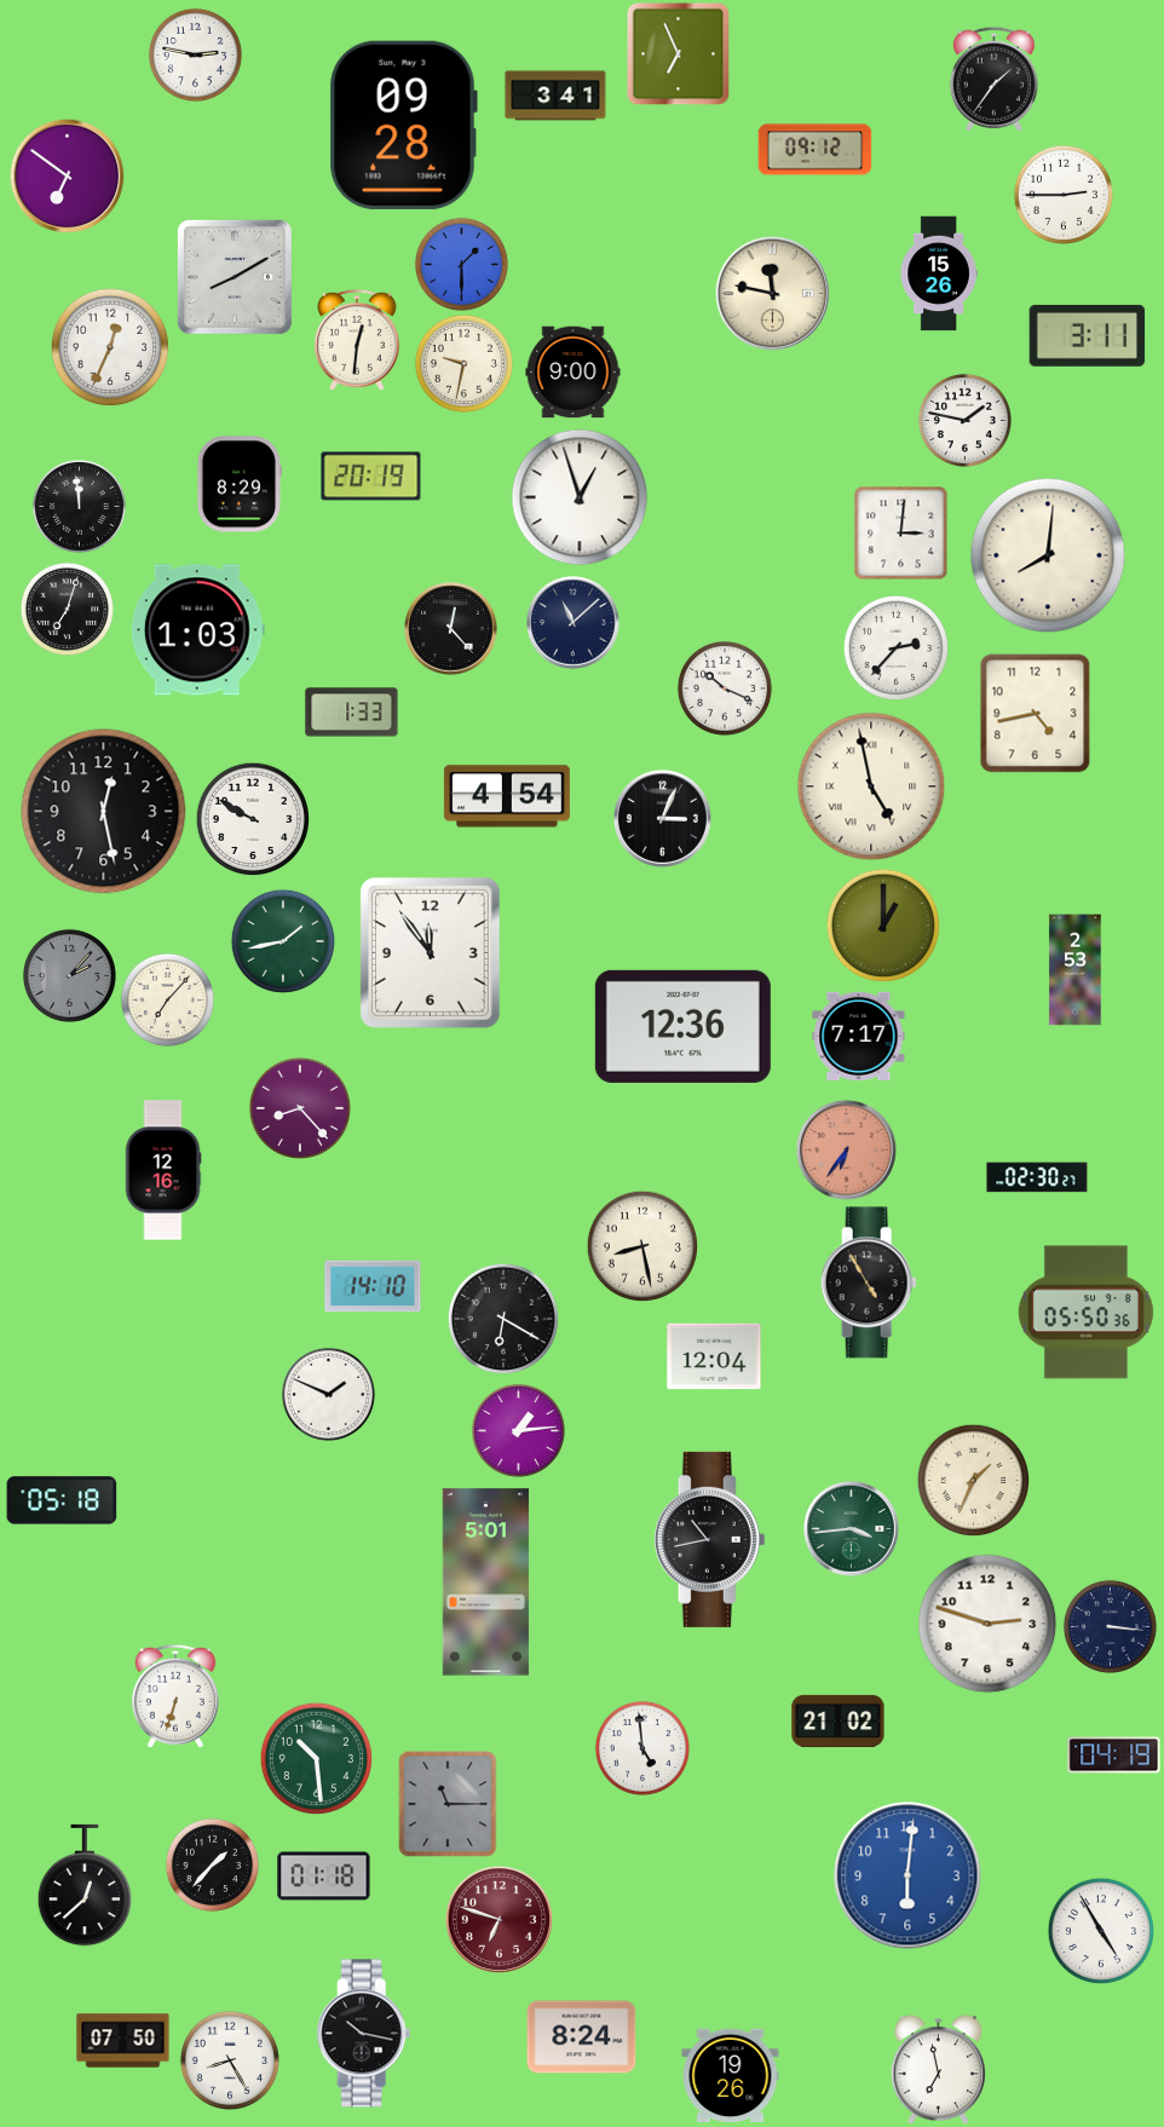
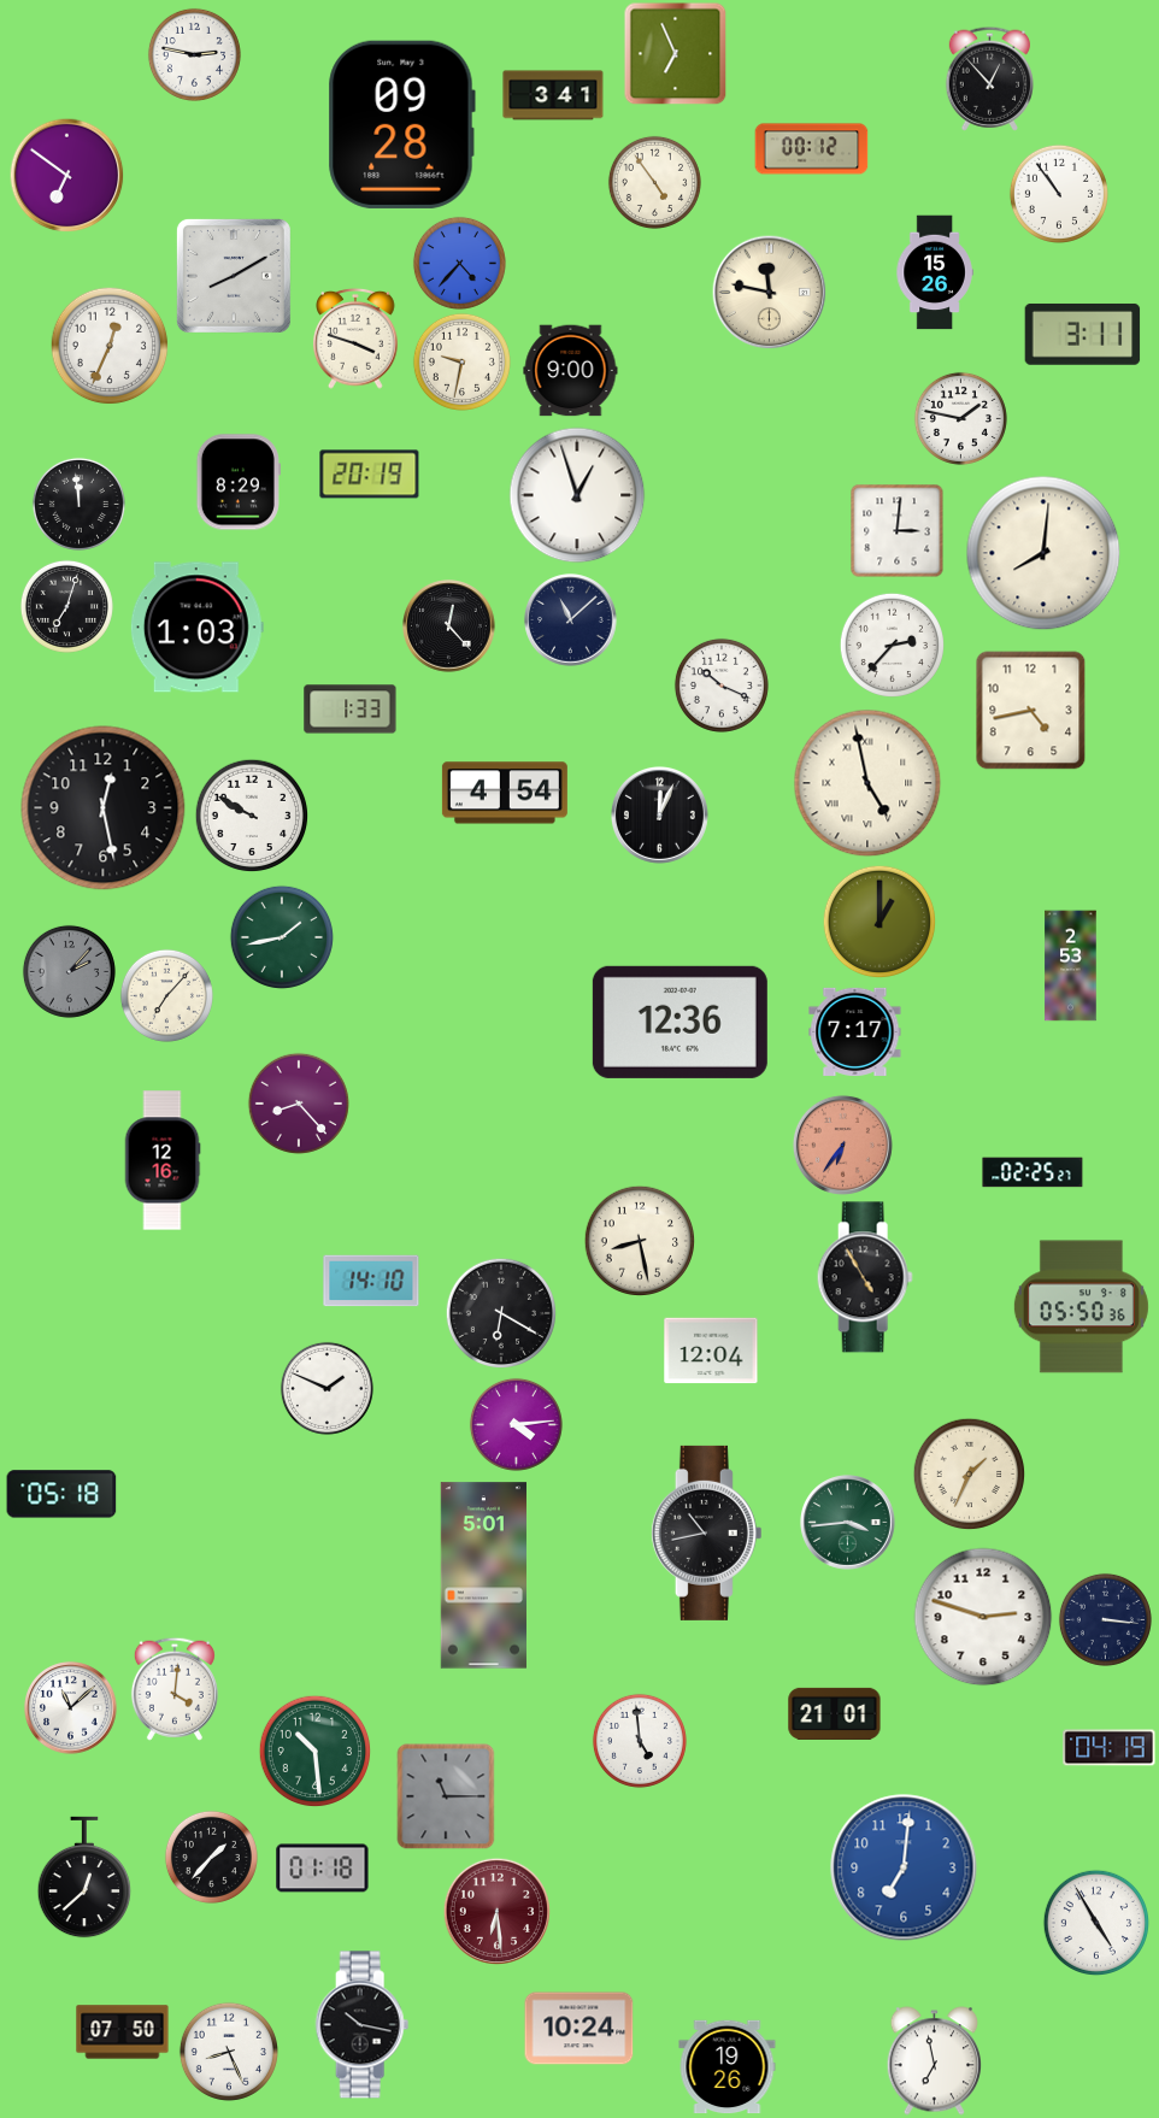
clock at (993, 79): 1:36 -> 12:53
clock at (816, 150): 09:12 -> 00:12
clock at (654, 182): none -> 4:54
clock at (1064, 195): 2:45 -> 10:54
clock at (461, 264): 1:30 -> 4:37
clock at (358, 340): 12:31 -> 3:48
clock at (662, 818): 3:04 -> 12:04
clock at (431, 953): 11:54 -> none
clock at (163, 1170) position: (163, 1170) -> (163, 1160)
clock at (1037, 1177): 02:30 -> 02:25
clock at (518, 1430): 1:14 -> 4:14
clock at (175, 1696): 6:33 -> 4:01
clock at (71, 1708): none -> 11:08
clock at (839, 1720): 21:02 -> 21:01
clock at (907, 1875): 6:01 -> 7:01
clock at (499, 1919): 6:48 -> 6:29
clock at (582, 2037): 8:24 -> 10:24
clock at (230, 2060): 8:25 -> 8:26
